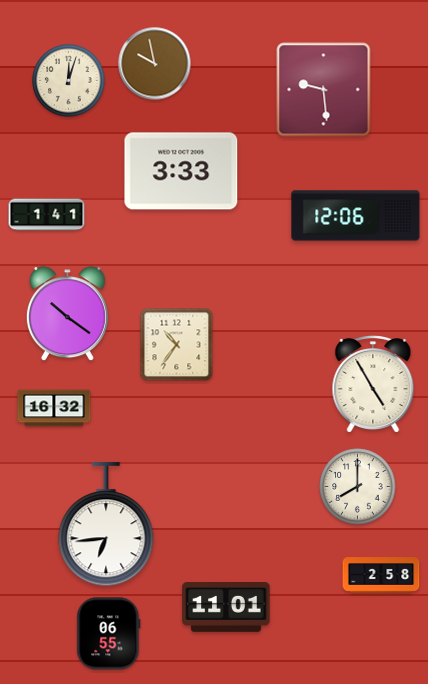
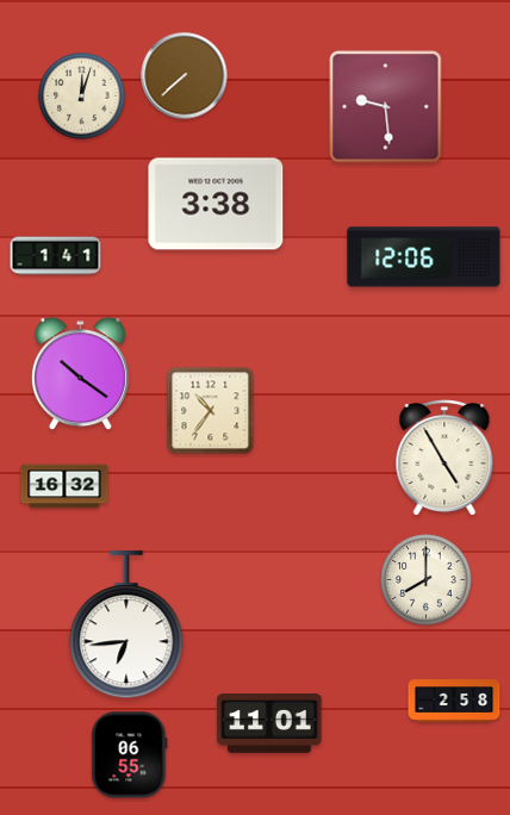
clock at (155, 64): 9:58 -> 7:38
clock at (181, 171): 3:33 -> 3:38
clock at (381, 575) position: (381, 575) -> (454, 701)
